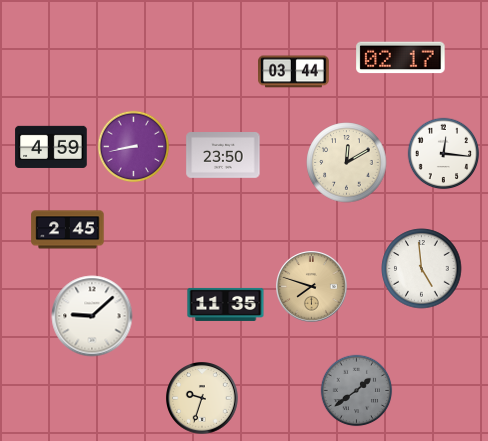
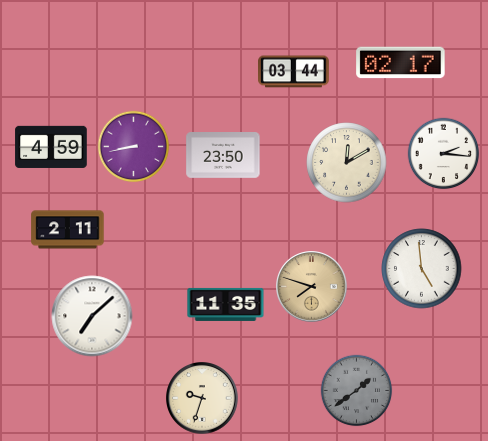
clock at (401, 58) position: (401, 58) -> (401, 63)
clock at (444, 154): 12:16 -> 2:16
clock at (68, 230): 2:45 -> 2:11
clock at (92, 316): 9:08 -> 7:08
